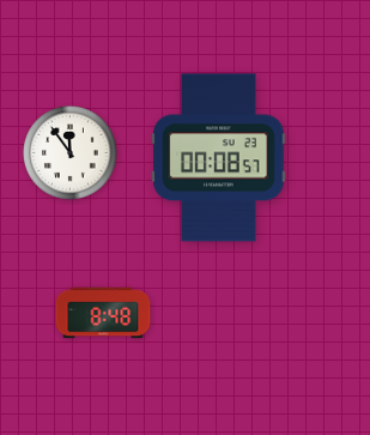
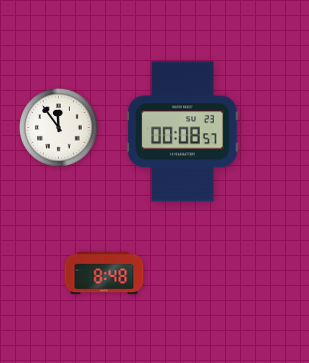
clock at (103, 313) position: (103, 313) -> (104, 273)
